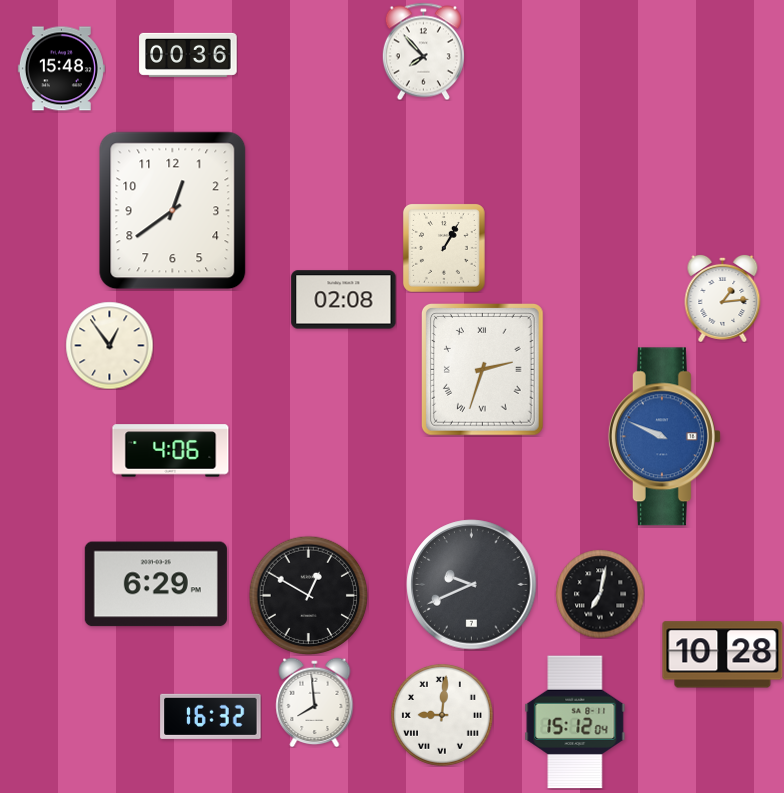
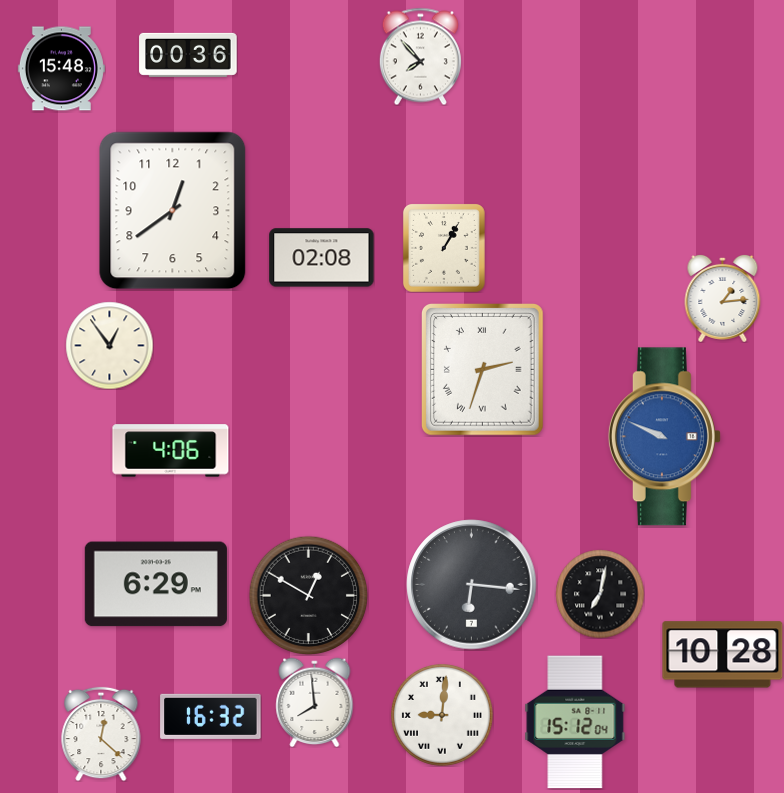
clock at (423, 51) position: (423, 51) -> (420, 56)
clock at (344, 300) position: (344, 300) -> (322, 258)
clock at (472, 585): 9:41 -> 6:16
clock at (101, 734): none -> 12:22
